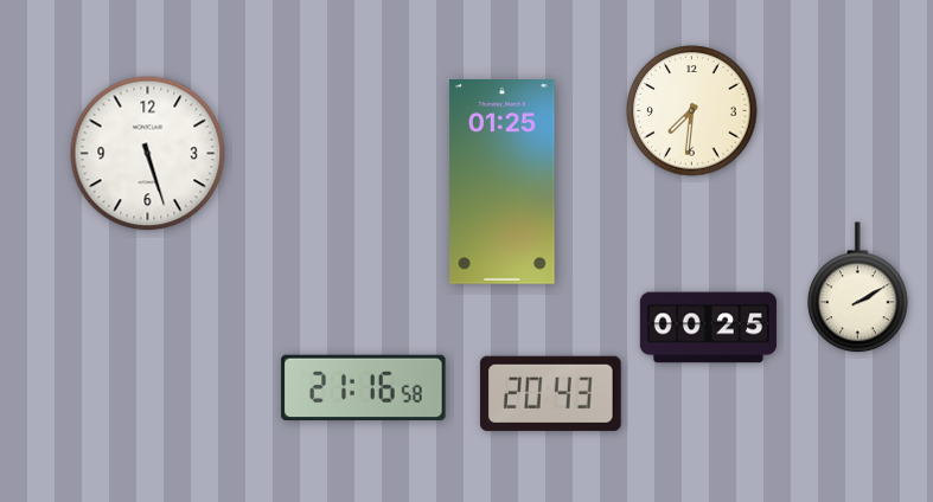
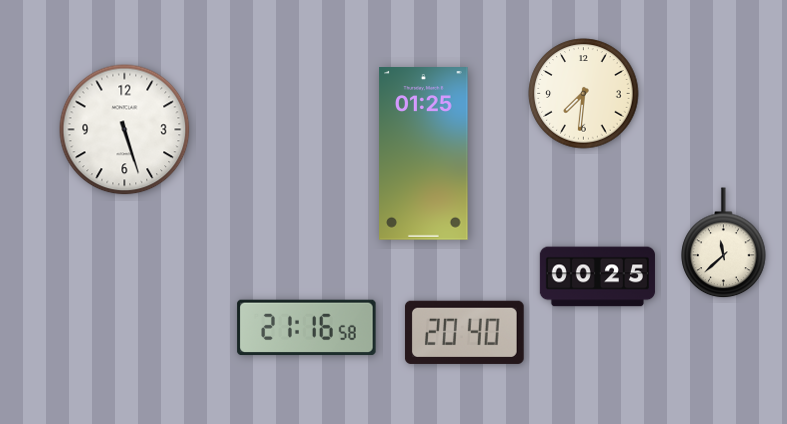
clock at (858, 288): 2:10 -> 11:38
clock at (551, 393): 20:43 -> 20:40
